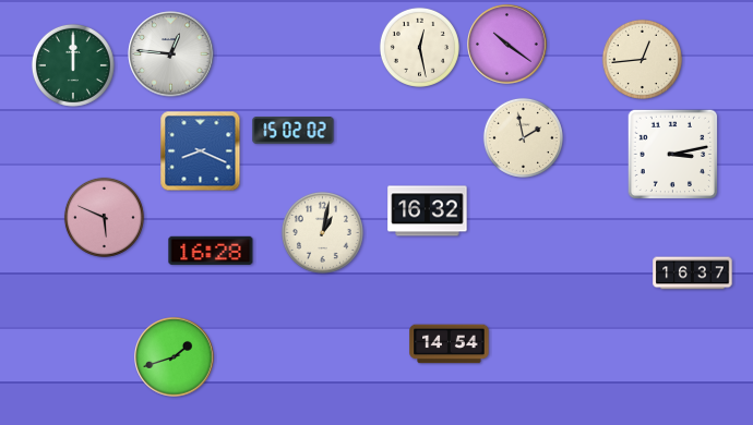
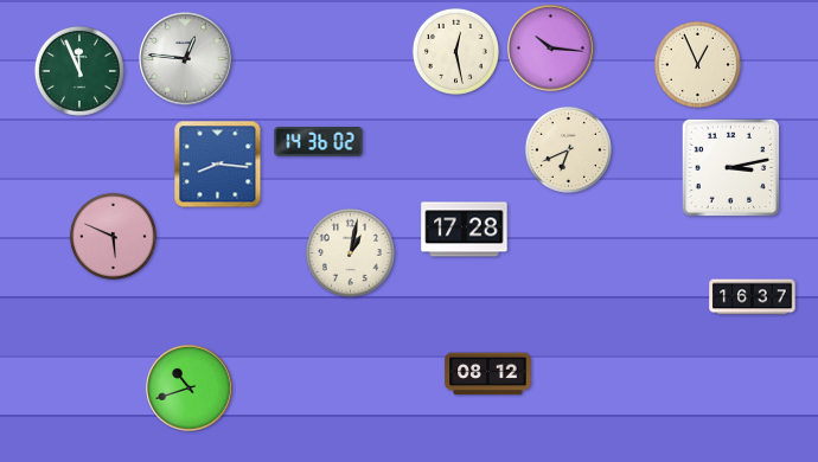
clock at (507, 45): 10:21 -> 10:16
clock at (642, 59): 12:44 -> 12:56
clock at (73, 65): 12:00 -> 11:56
clock at (294, 131): 15:02 -> 14:36
clock at (523, 137): 1:58 -> 6:41
clock at (201, 151): 8:19 -> 8:16
clock at (428, 211): 16:32 -> 17:28
clock at (211, 251): 16:28 -> none
clock at (450, 344): 14:54 -> 08:12
clock at (175, 357): 1:42 -> 10:42
